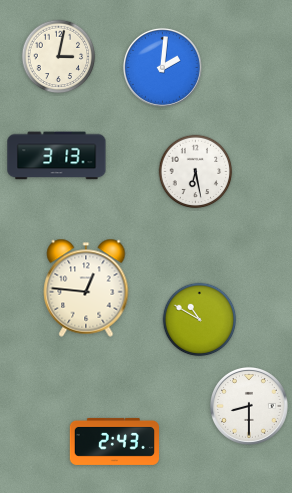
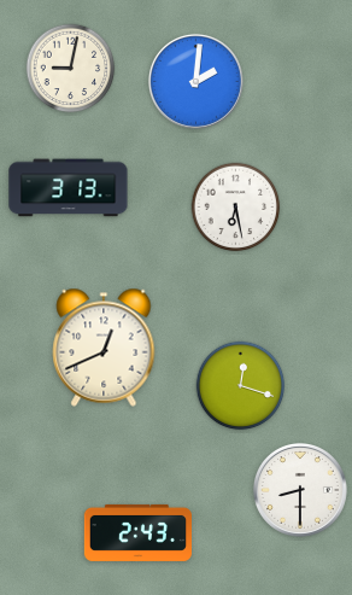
clock at (59, 57): 3:02 -> 9:02
clock at (86, 288): 12:46 -> 12:41
clock at (200, 320): 10:50 -> 12:18
